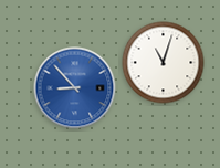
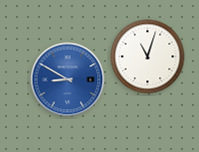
clock at (75, 88): 8:53 -> 8:50
